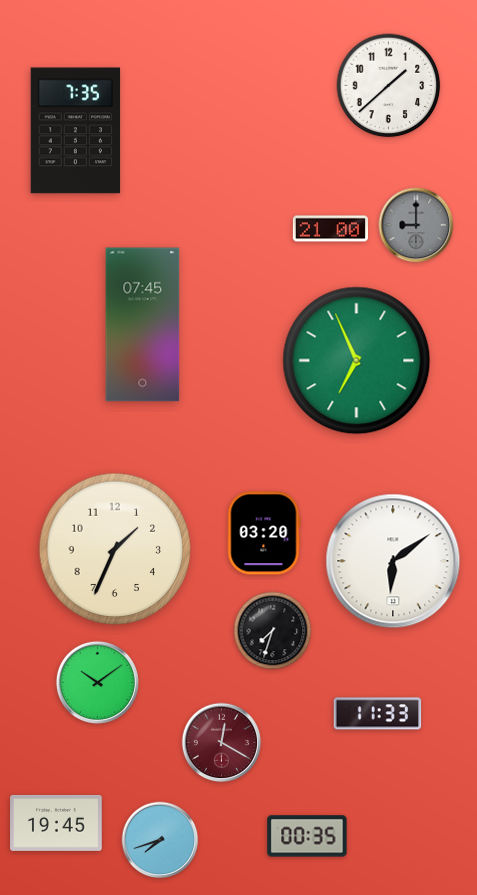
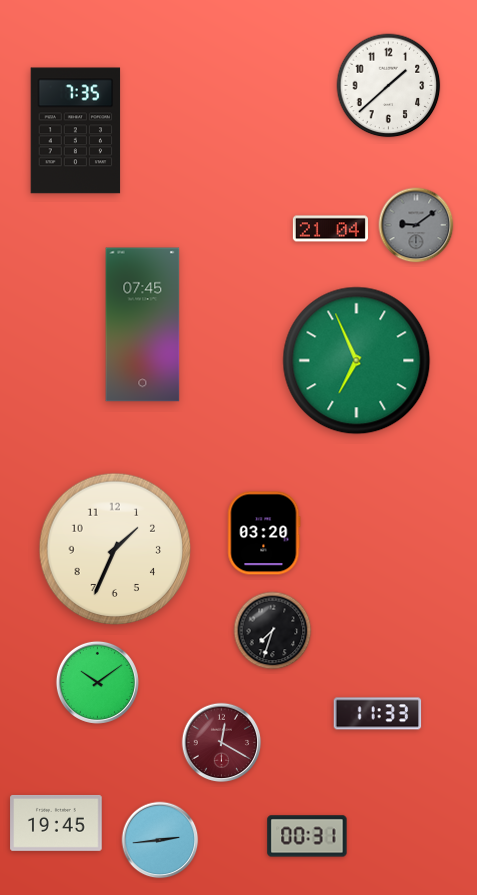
clock at (416, 225): 9:00 -> 9:09
clock at (330, 229): 21:00 -> 21:04
clock at (393, 561): 6:09 -> none
clock at (307, 836): 00:35 -> 00:31
clock at (160, 840): 7:42 -> 2:44
